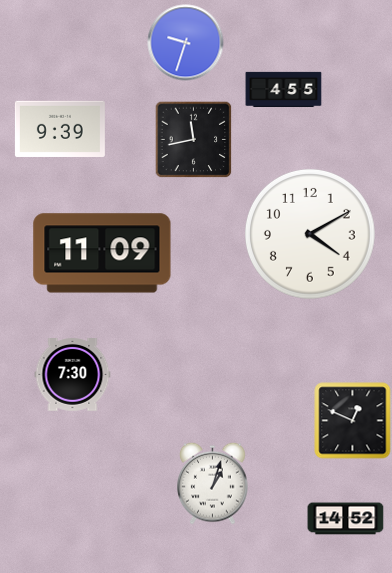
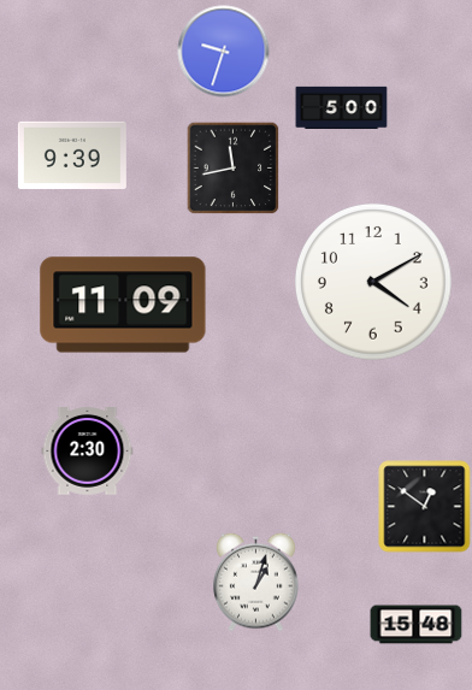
clock at (284, 89): 4:55 -> 5:00
clock at (73, 375): 7:30 -> 2:30
clock at (353, 421): 12:49 -> 12:51
clock at (346, 519): 14:52 -> 15:48
